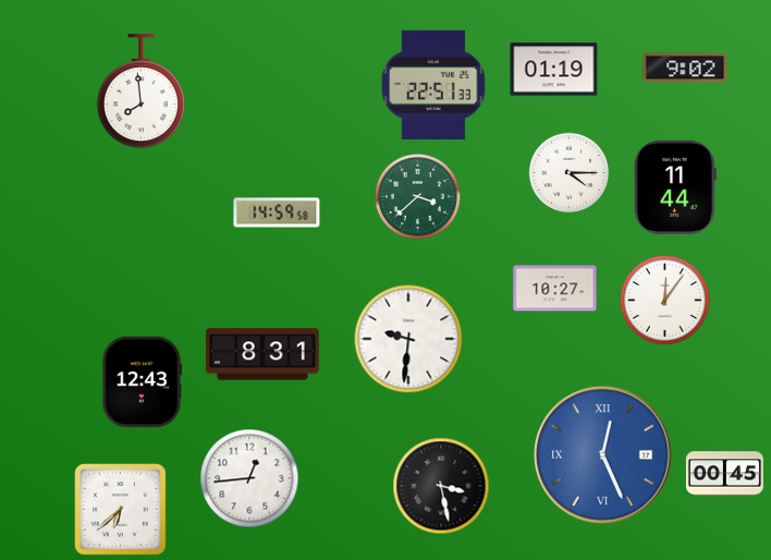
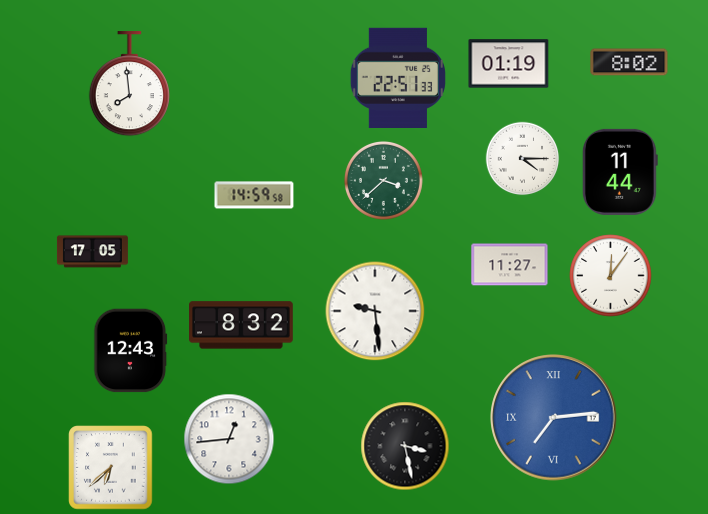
clock at (685, 68): 9:02 -> 8:02
clock at (92, 252): none -> 17:05
clock at (555, 289): 10:27 -> 11:27
clock at (408, 339): 9:31 -> 9:29
clock at (264, 354): 8:31 -> 8:32
clock at (603, 455): 12:26 -> 7:14
clock at (724, 474): 00:45 -> none
